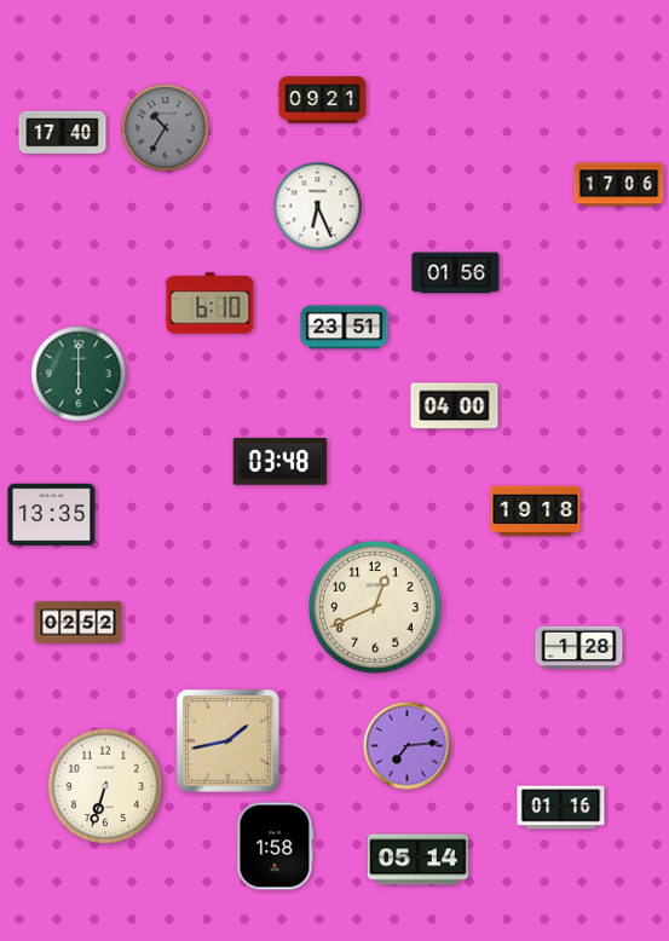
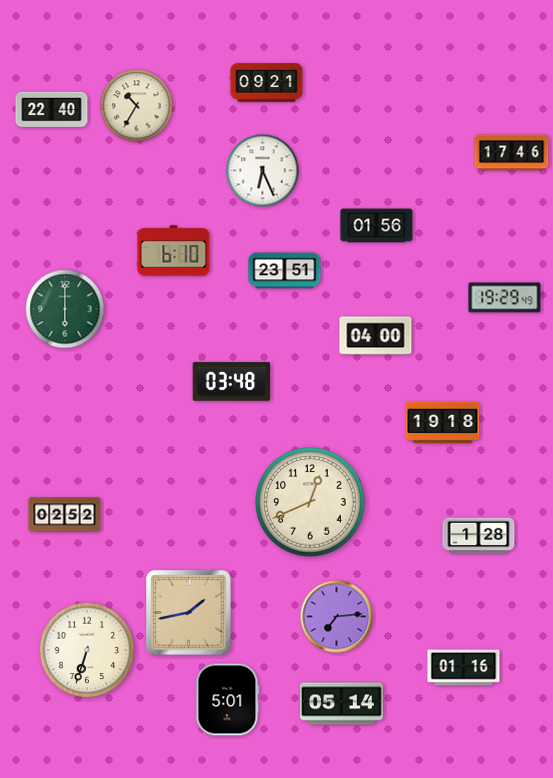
clock at (166, 128) dial: grey -> cream
clock at (63, 133): 17:40 -> 22:40
clock at (619, 185): 17:06 -> 17:46
clock at (505, 298): none -> 19:29
clock at (52, 514): 13:35 -> none
clock at (276, 847): 1:58 -> 5:01
clock at (419, 860) position: (419, 860) -> (342, 704)
